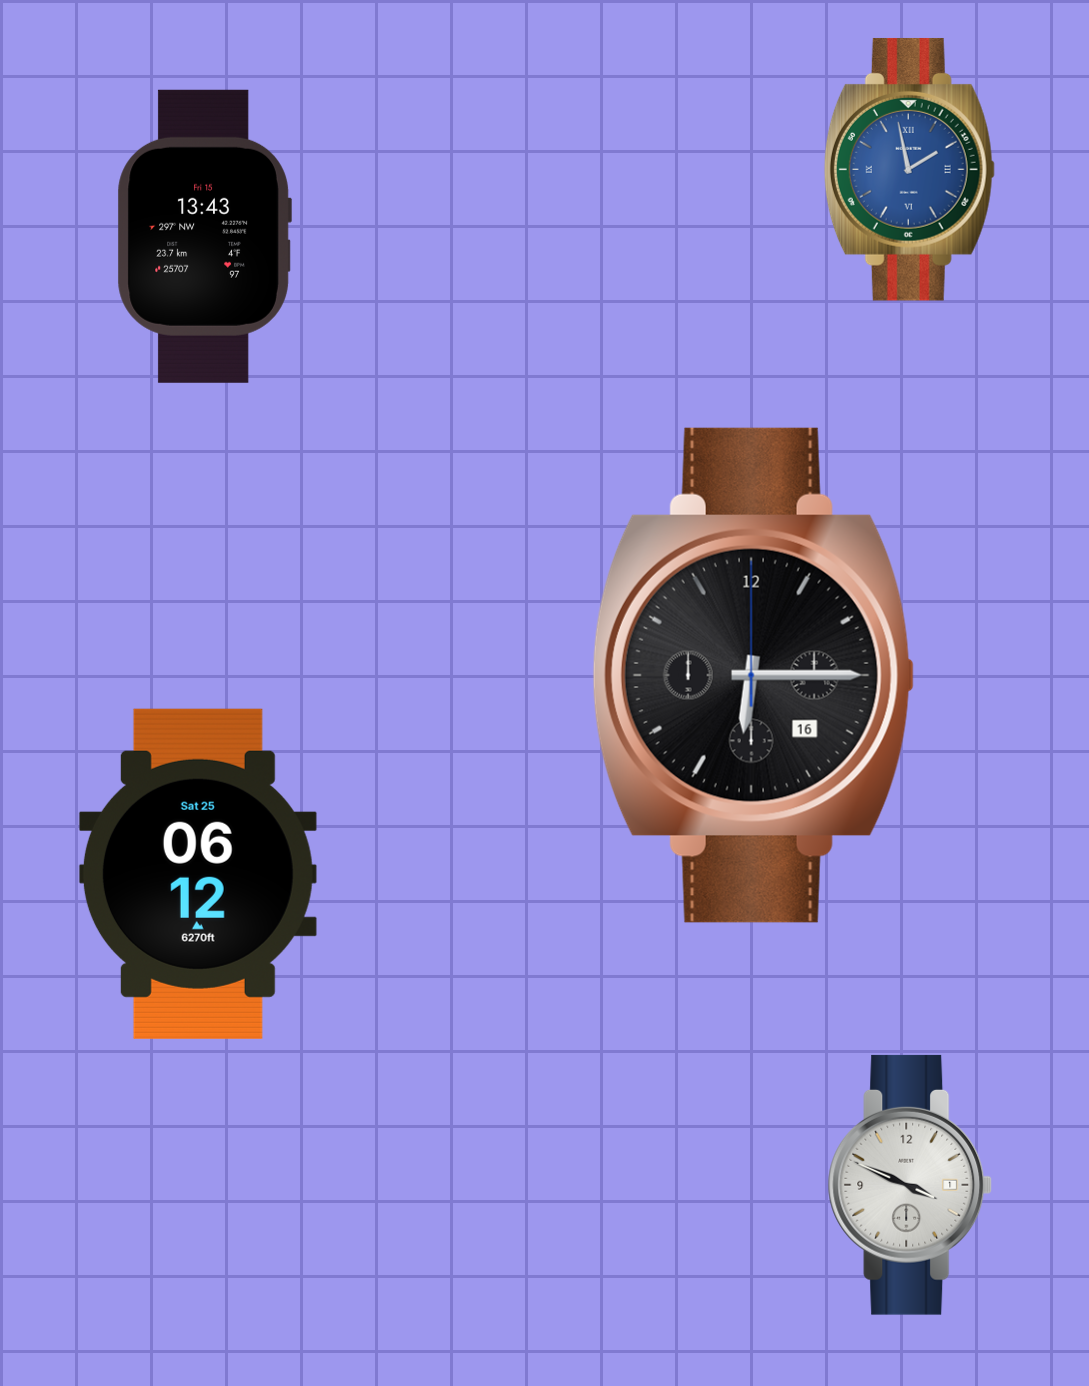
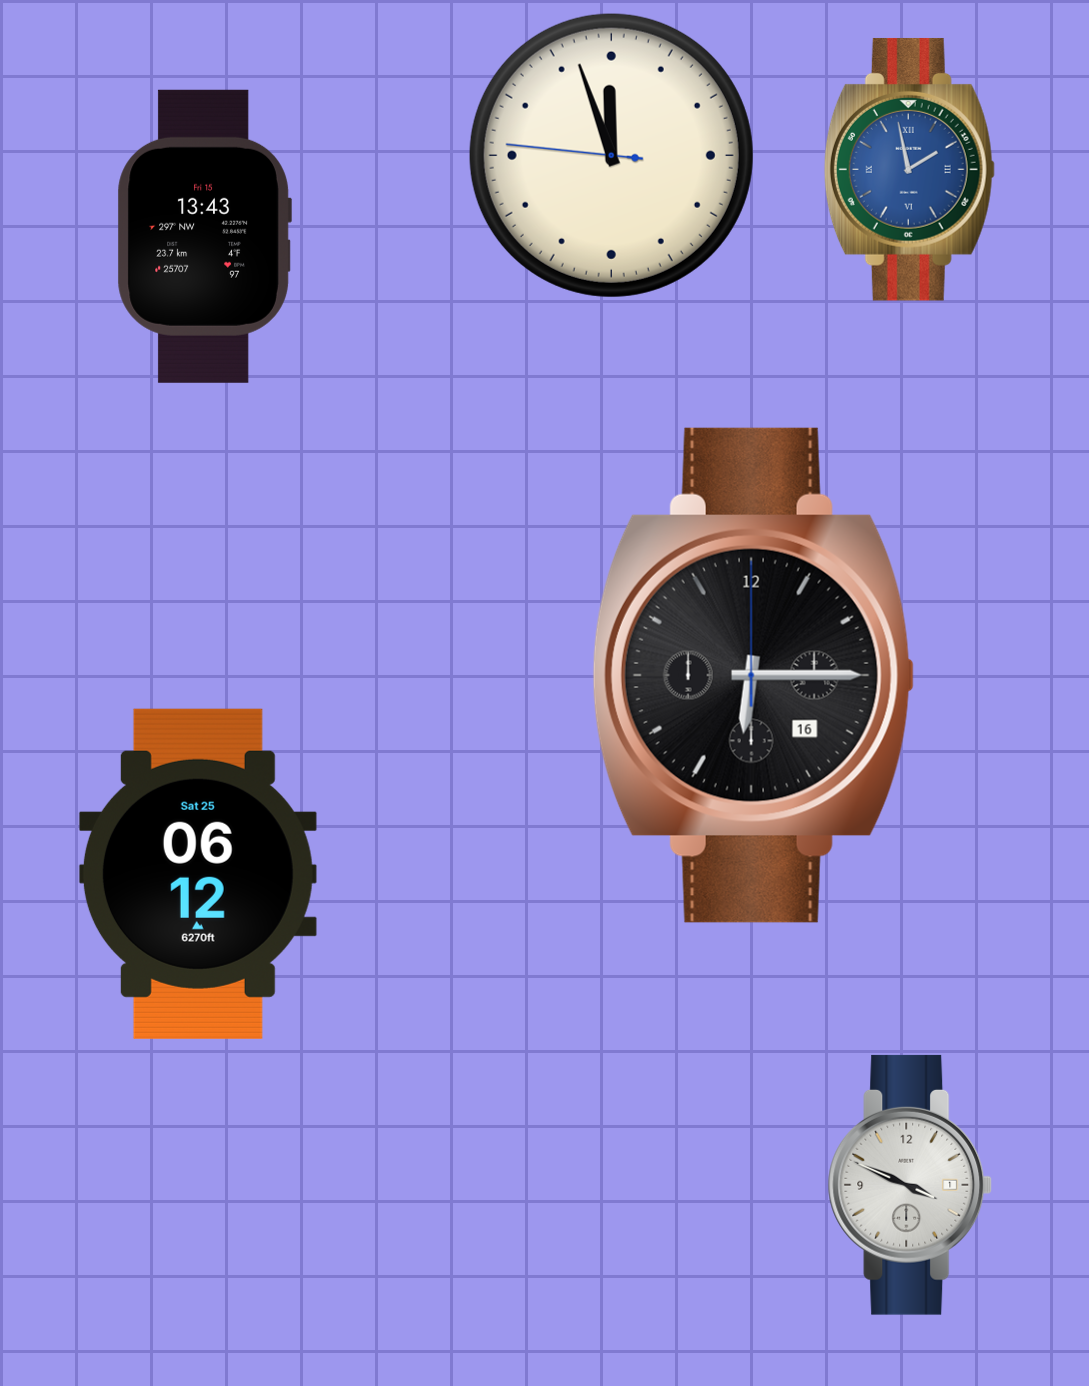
clock at (611, 155): none -> 11:56
